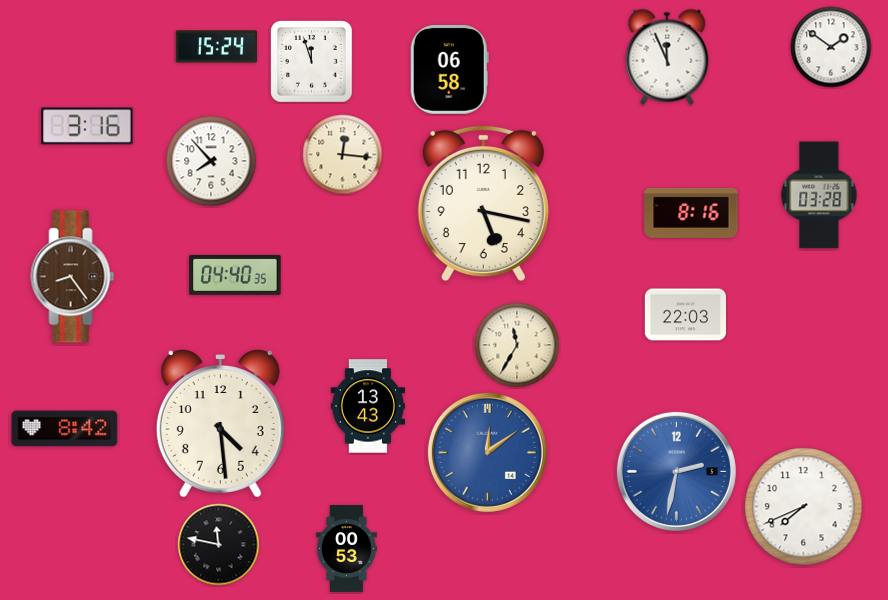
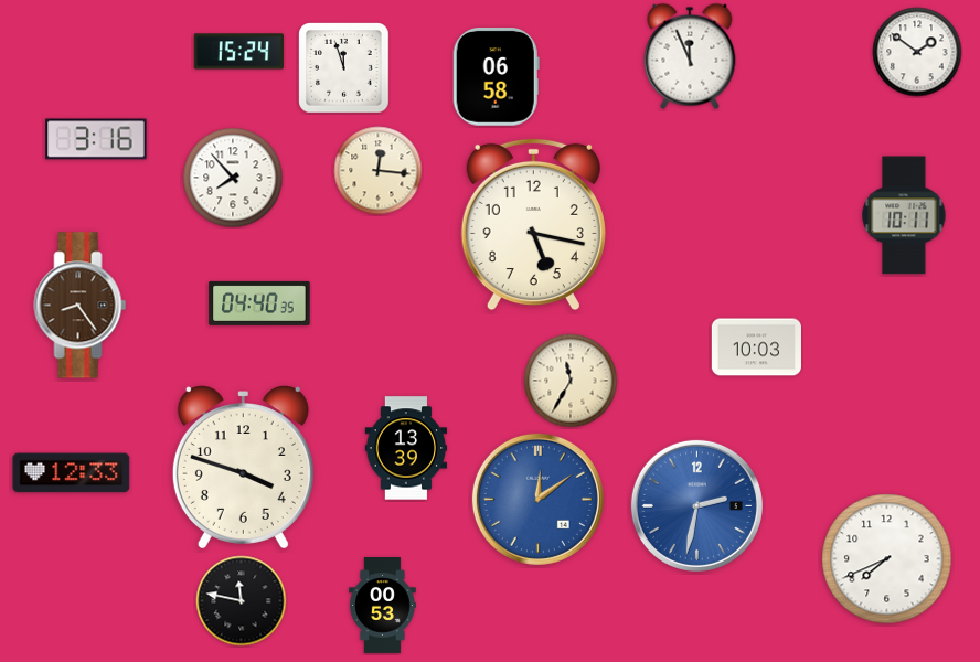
clock at (667, 57) position: (667, 57) -> (690, 56)
clock at (819, 195): 03:28 -> 10:11
clock at (691, 213): 8:16 -> none
clock at (686, 315): 22:03 -> 10:03
clock at (368, 406): 13:43 -> 13:39
clock at (220, 424): 4:29 -> 3:48
clock at (65, 429): 8:42 -> 12:33
clock at (676, 471) position: (676, 471) -> (696, 505)
